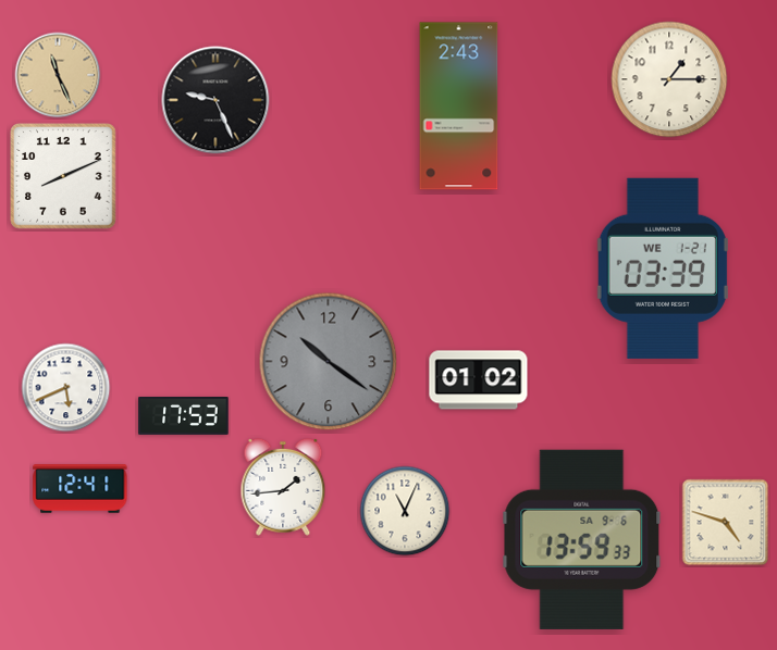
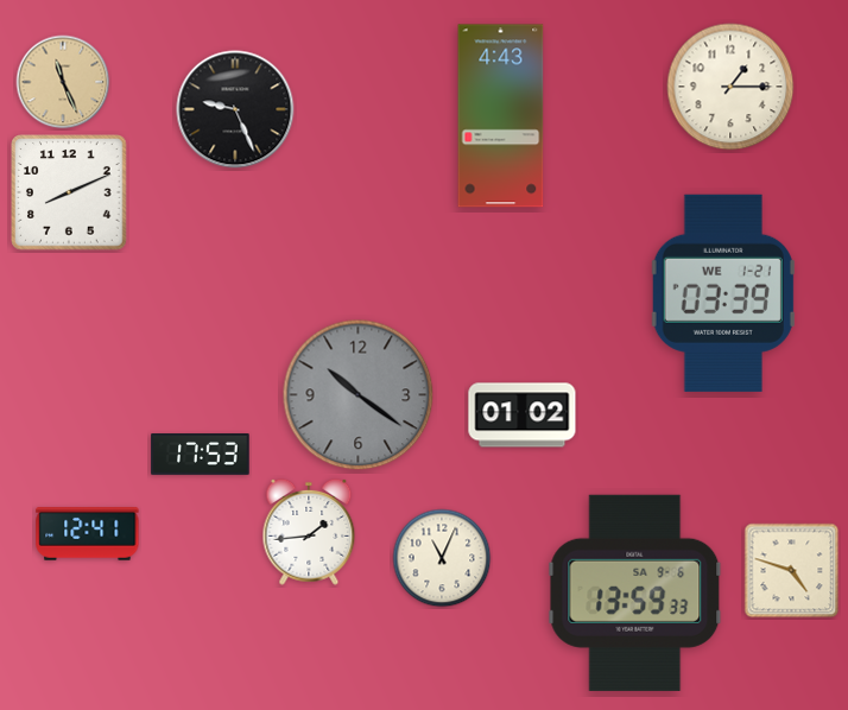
clock at (459, 107): 2:43 -> 4:43
clock at (66, 388): 5:41 -> none
clock at (582, 539) position: (582, 539) -> (635, 592)
